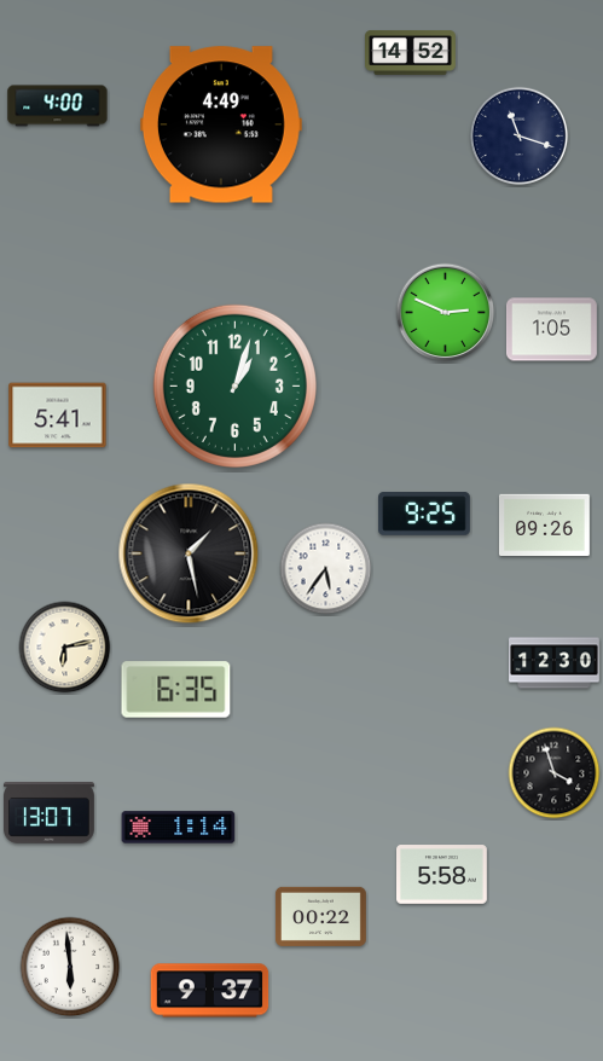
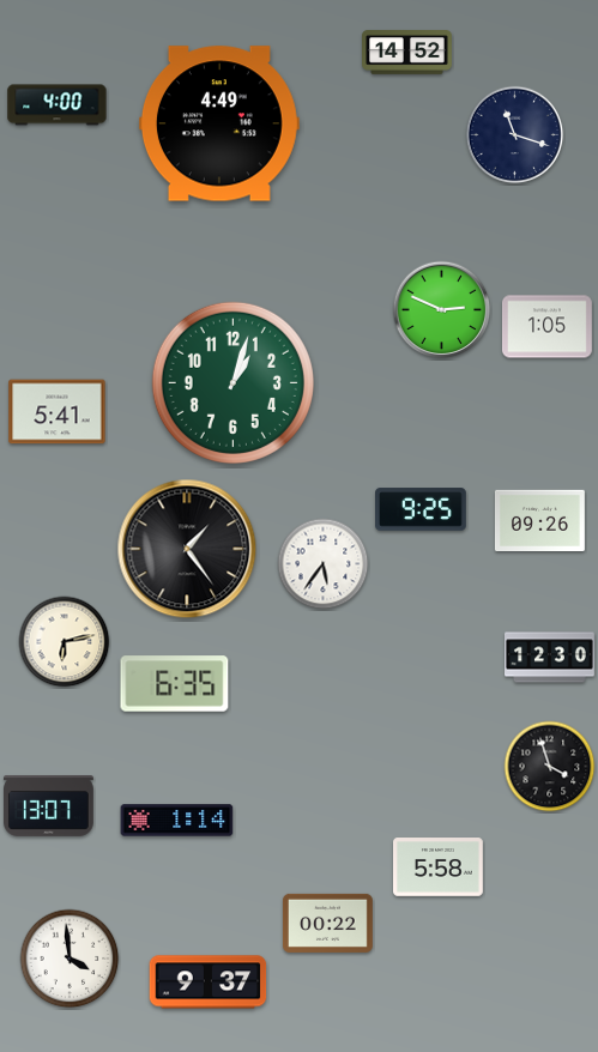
clock at (189, 553): 1:28 -> 1:24
clock at (320, 916) position: (320, 916) -> (327, 923)
clock at (70, 967): 5:59 -> 3:59
